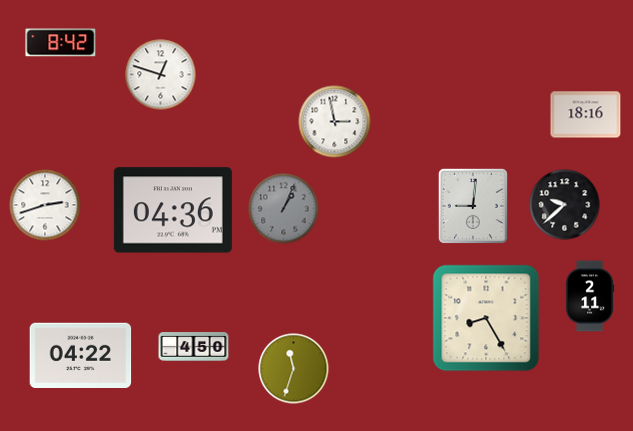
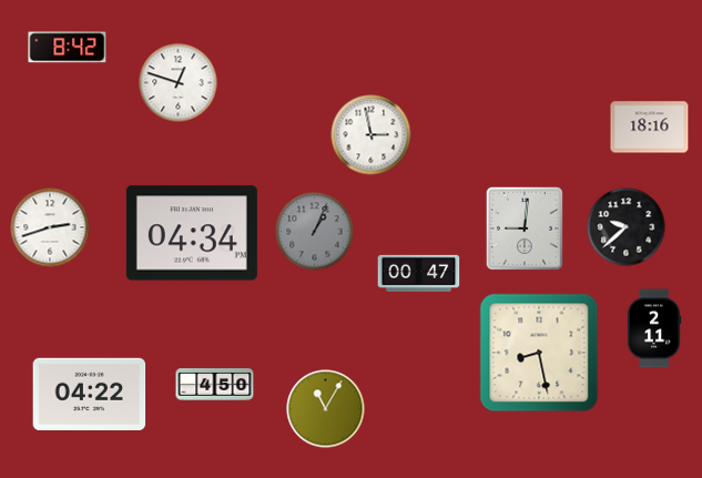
clock at (173, 210): 04:36 -> 04:34
clock at (419, 273): none -> 00:47
clock at (486, 318): 8:25 -> 8:28
clock at (294, 369): 11:33 -> 11:05
